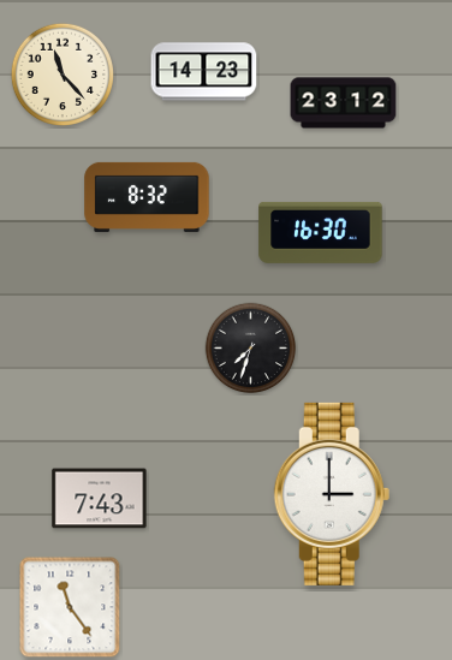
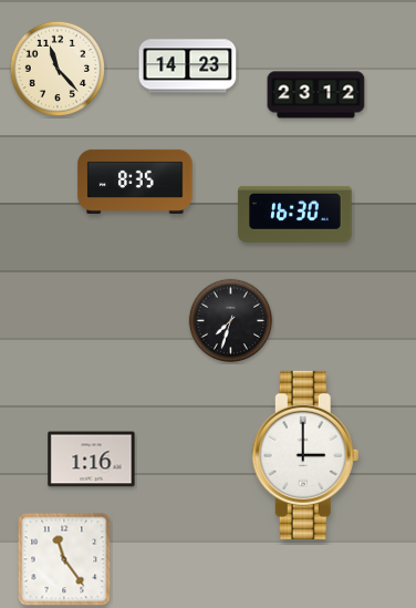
clock at (147, 197): 8:32 -> 8:35
clock at (100, 499): 7:43 -> 1:16
